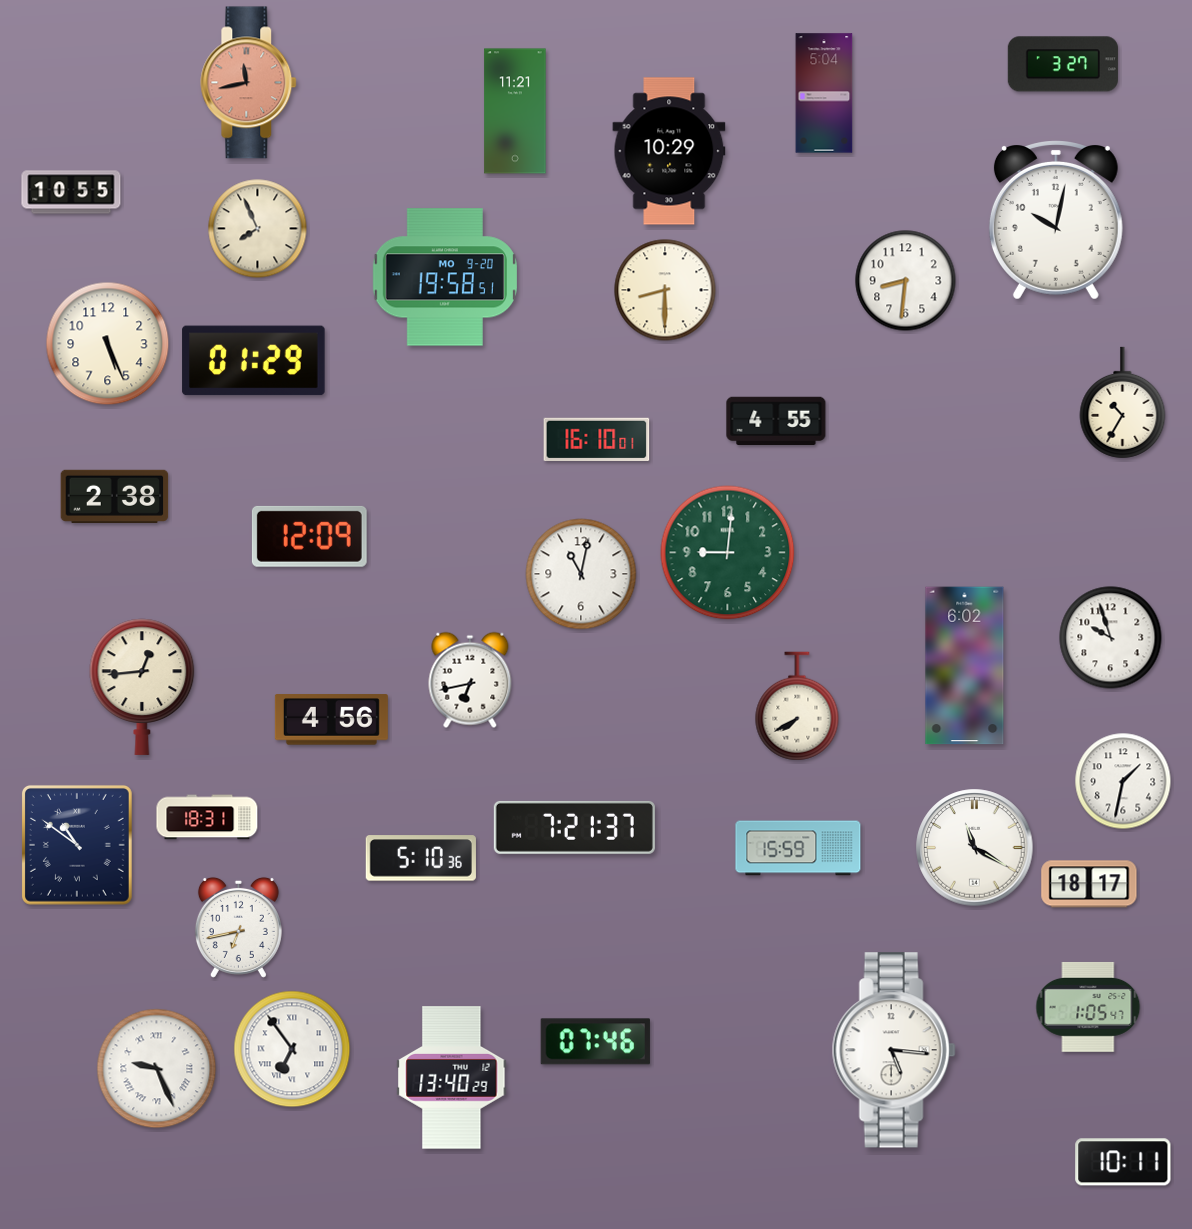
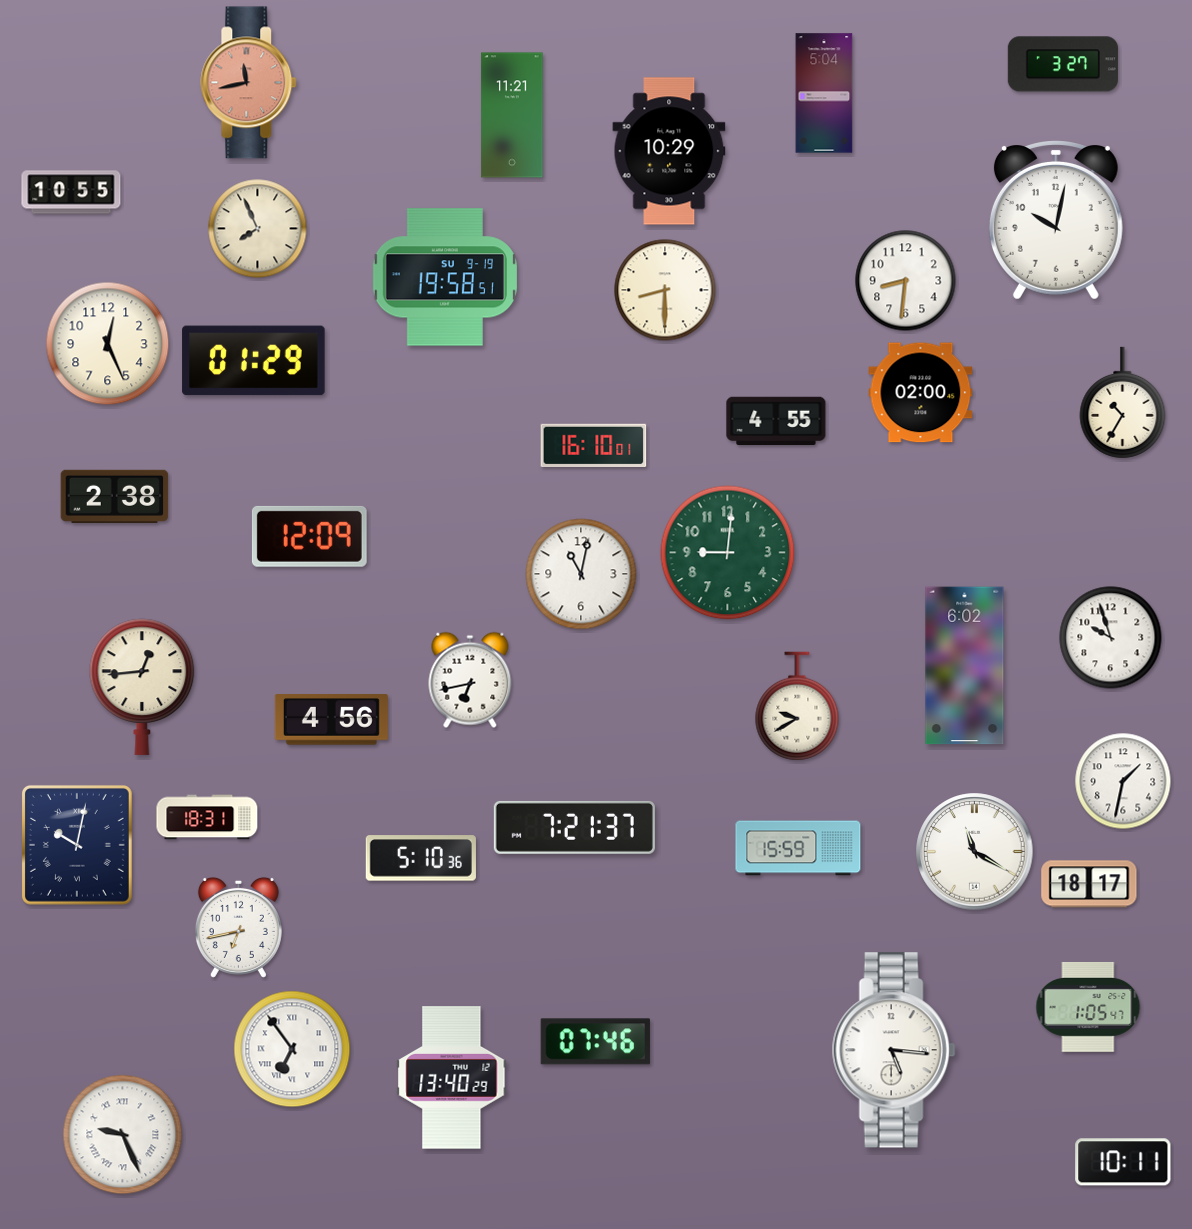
clock at (515, 111) position: (515, 111) -> (512, 115)
clock at (445, 277) date: MO 9-20 -> SU 9-19
clock at (108, 344): 5:26 -> 12:26
clock at (921, 393): none -> 02:00
clock at (597, 439) position: (597, 439) -> (594, 445)
clock at (797, 706): 7:40 -> 9:40
clock at (77, 845): 10:51 -> 10:02
clock at (975, 848) position: (975, 848) -> (975, 852)
clock at (157, 1069) position: (157, 1069) -> (123, 1135)
